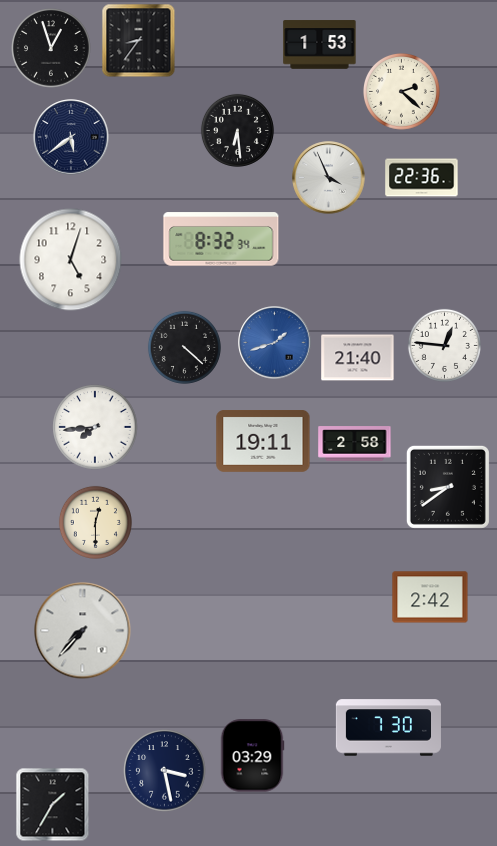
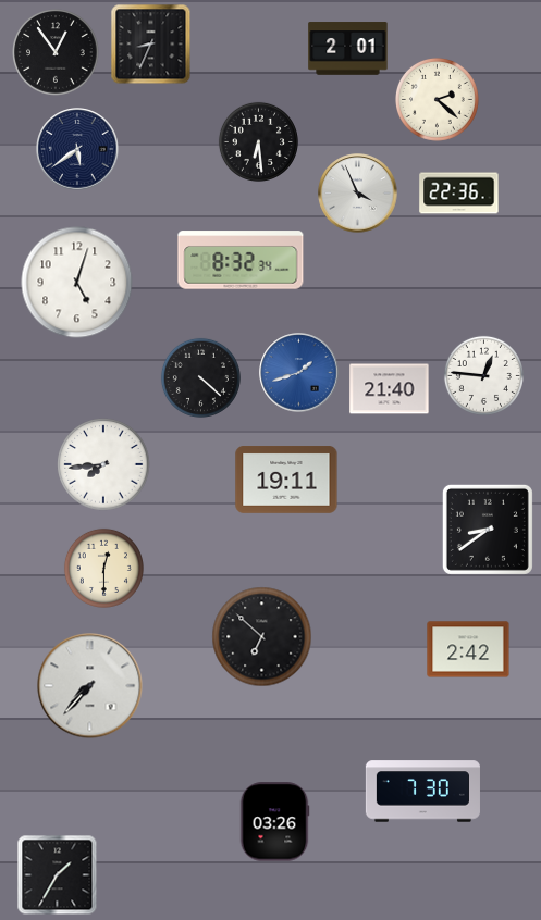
clock at (139, 41): 8:36 -> 8:34
clock at (320, 45): 1:53 -> 2:01
clock at (51, 48): 12:57 -> 12:54
clock at (355, 444): 2:58 -> none
clock at (262, 637): none -> 6:52
clock at (252, 756): 03:29 -> 03:26
clock at (165, 771): 3:28 -> none
